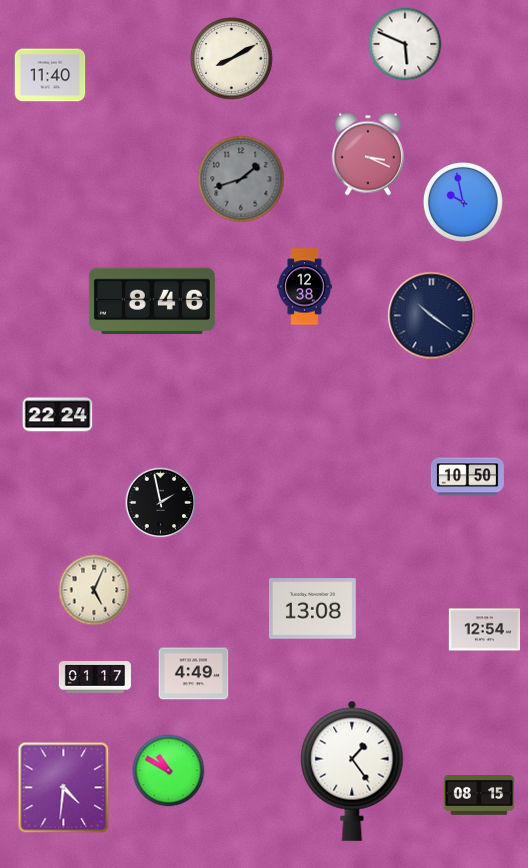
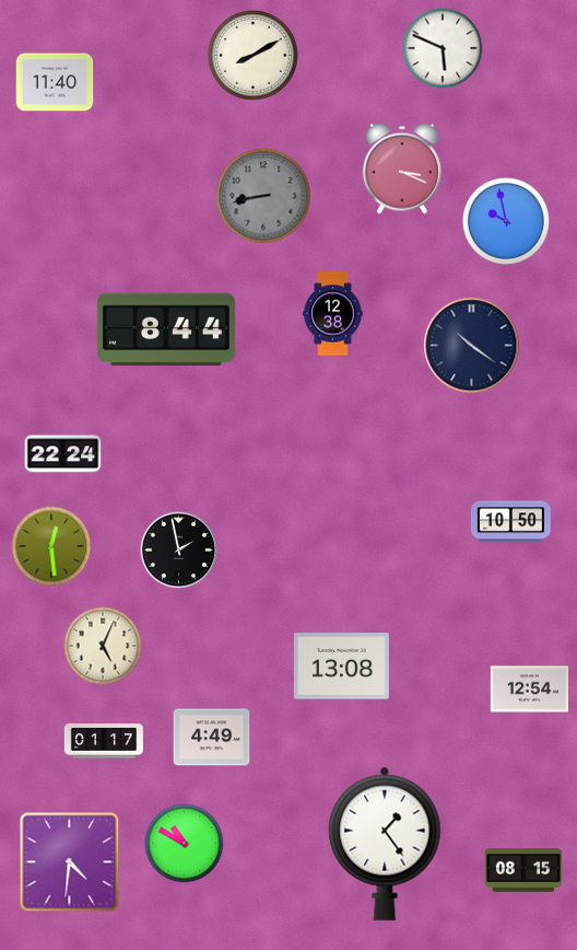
clock at (232, 59) position: (232, 59) -> (254, 56)
clock at (241, 179): 1:42 -> 8:43
clock at (152, 301): 8:46 -> 8:44
clock at (51, 546): none -> 12:29
clock at (161, 503) position: (161, 503) -> (179, 551)
